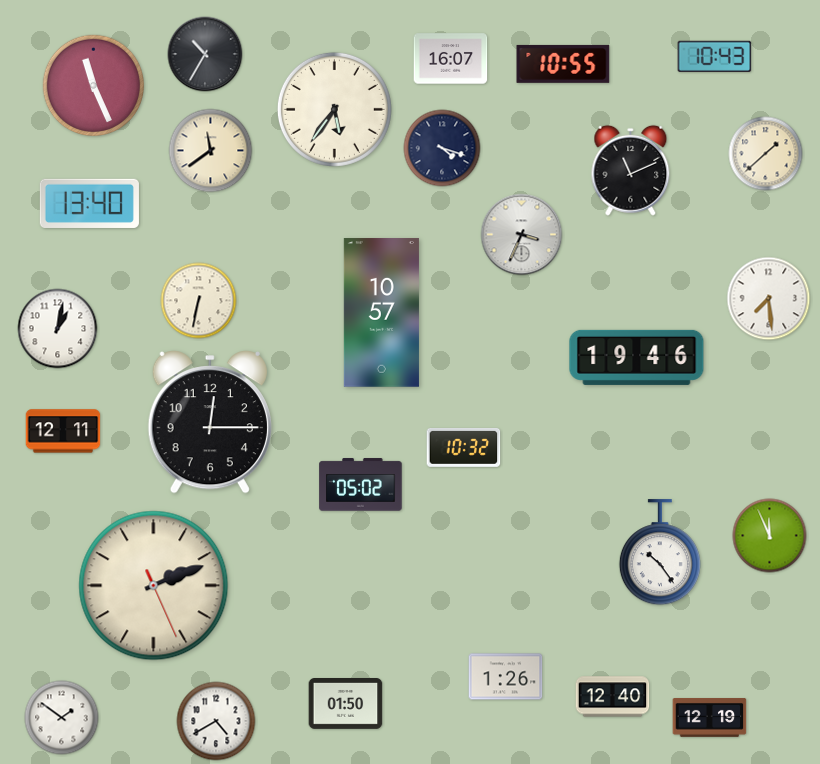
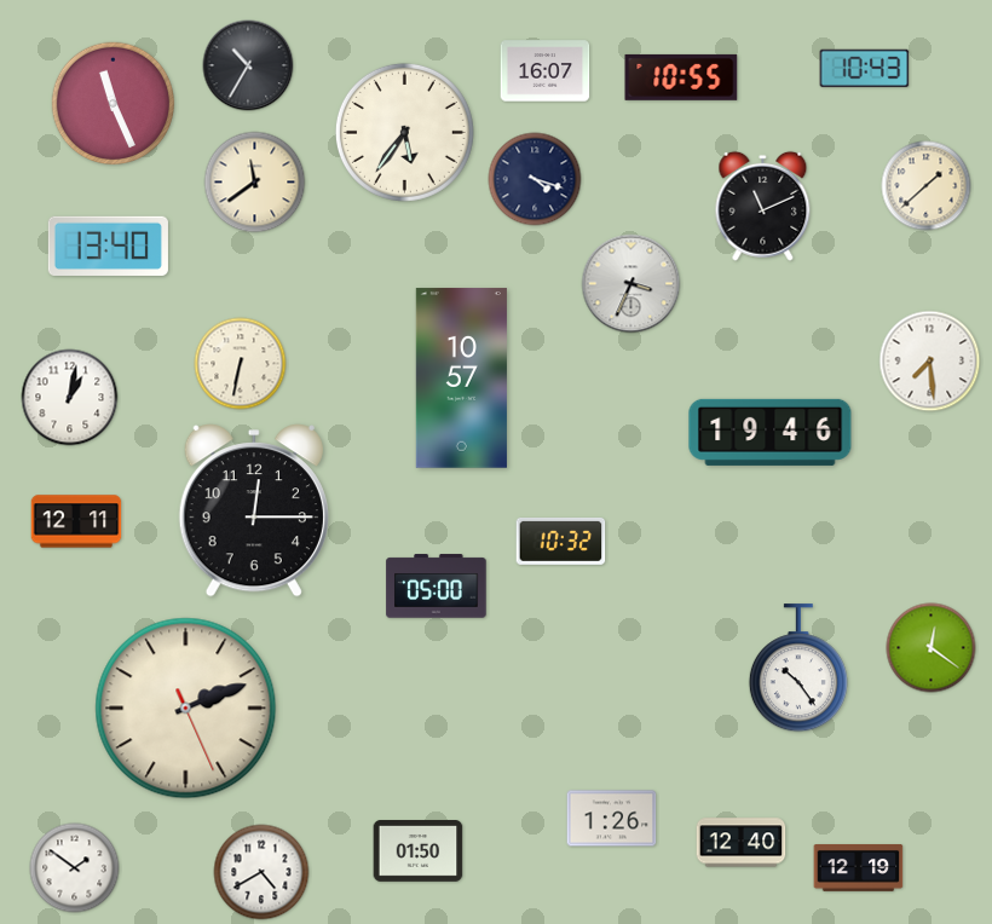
clock at (361, 485): 05:02 -> 05:00
clock at (770, 536): 11:56 -> 12:21
